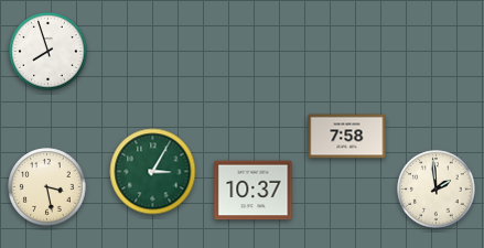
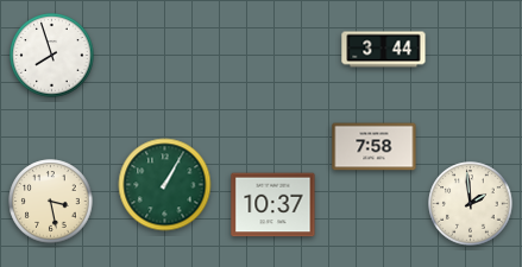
clock at (384, 50): none -> 3:44
clock at (153, 172): 3:05 -> 1:05
